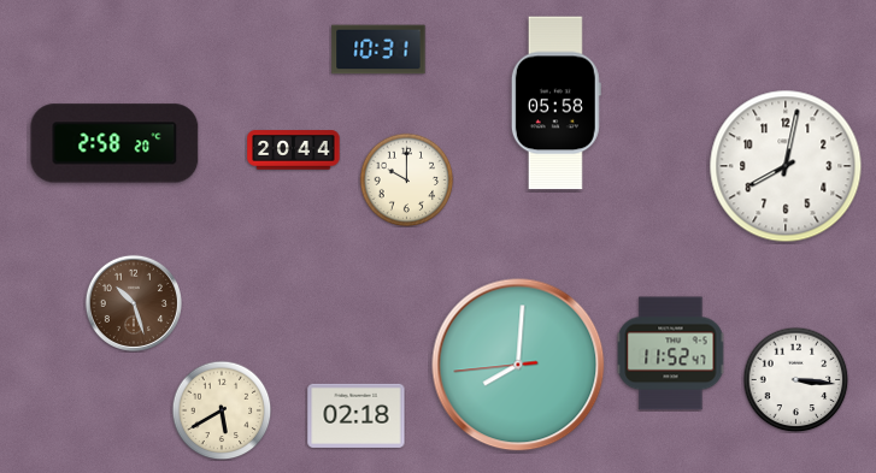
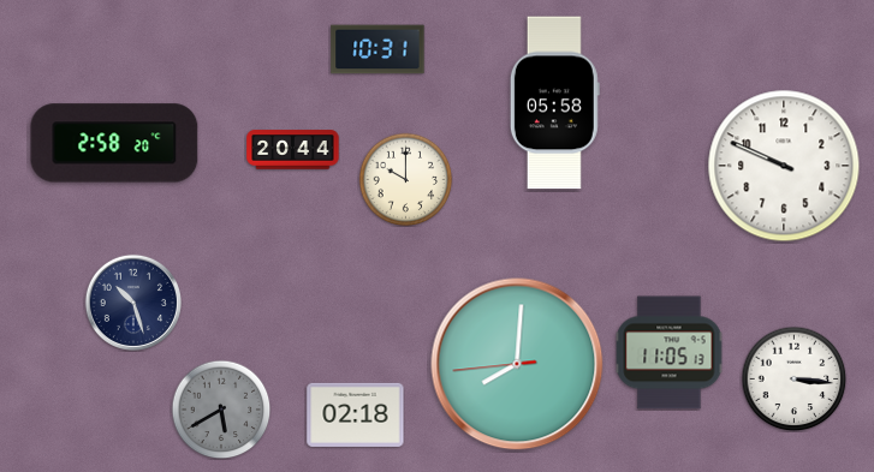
clock at (786, 166): 8:02 -> 9:49
clock at (134, 303) dial: brown -> navy
clock at (671, 354): 11:52 -> 11:05
clock at (222, 410) dial: cream -> grey
